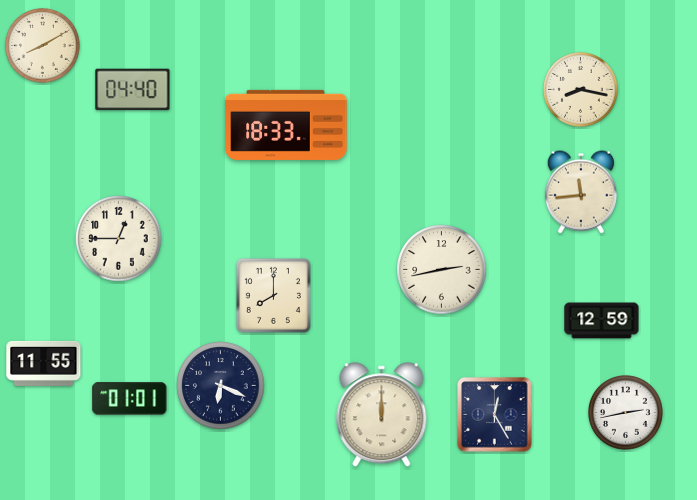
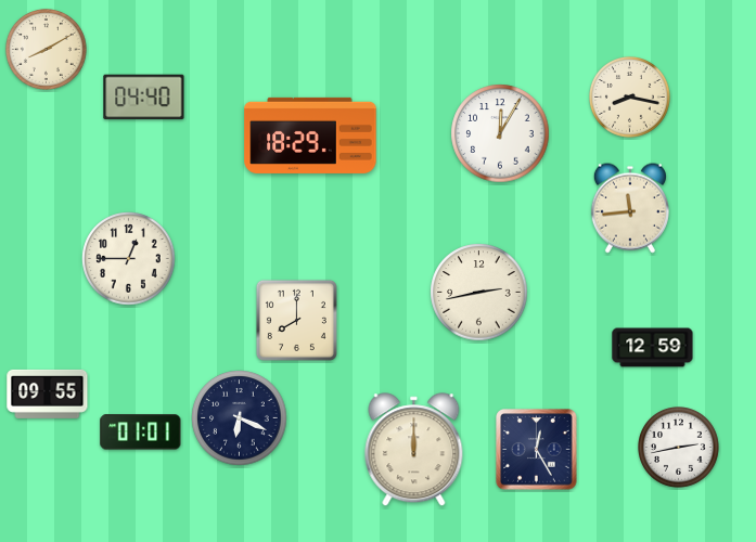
clock at (500, 133): none -> 12:05
clock at (286, 125): 18:33 -> 18:29
clock at (44, 363): 11:55 -> 09:55
